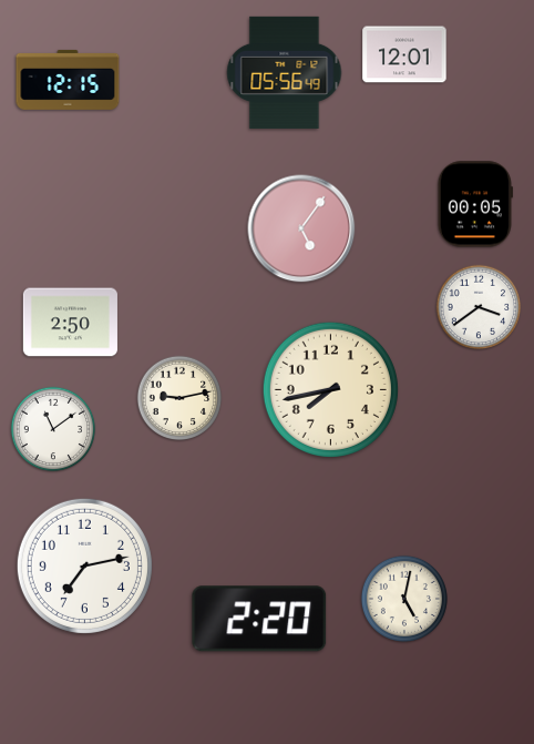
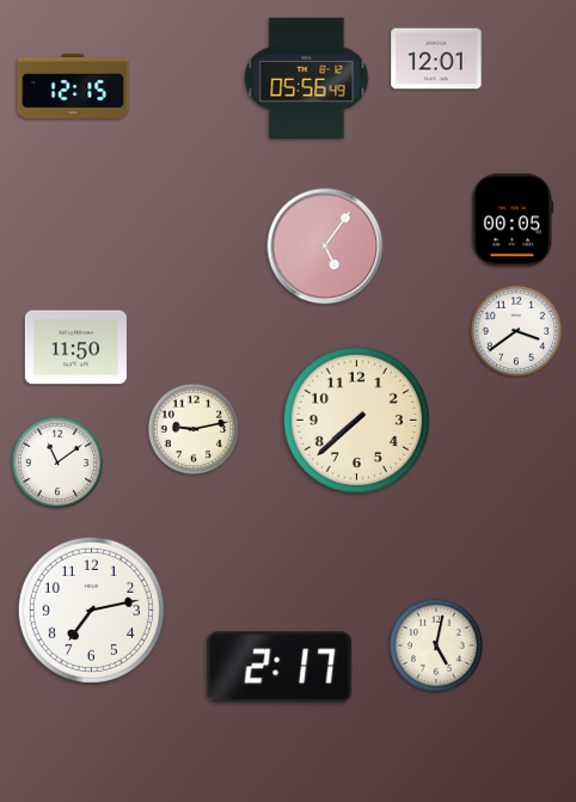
clock at (70, 323): 2:50 -> 11:50
clock at (330, 389): 7:43 -> 7:38
clock at (259, 619): 2:20 -> 2:17
